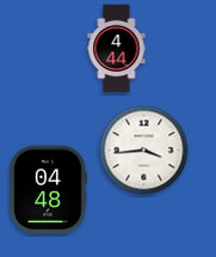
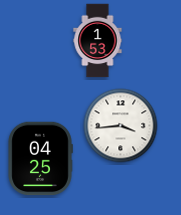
clock at (117, 49): 4:44 -> 1:53
clock at (48, 190): 04:48 -> 04:25
